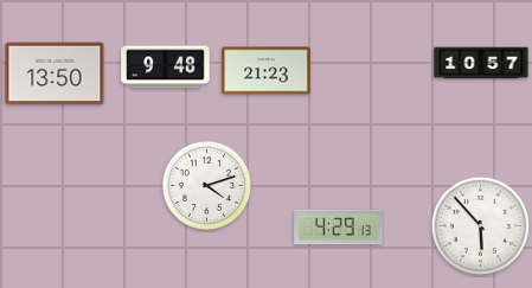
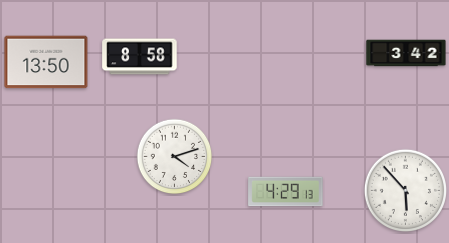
clock at (481, 63): 10:57 -> 3:42
clock at (166, 68): 9:48 -> 8:58
clock at (267, 71): 21:23 -> none
